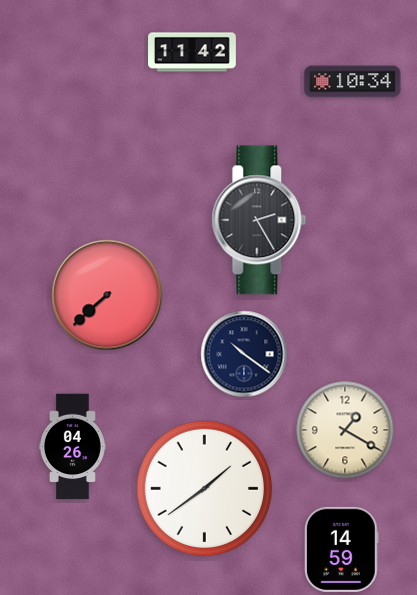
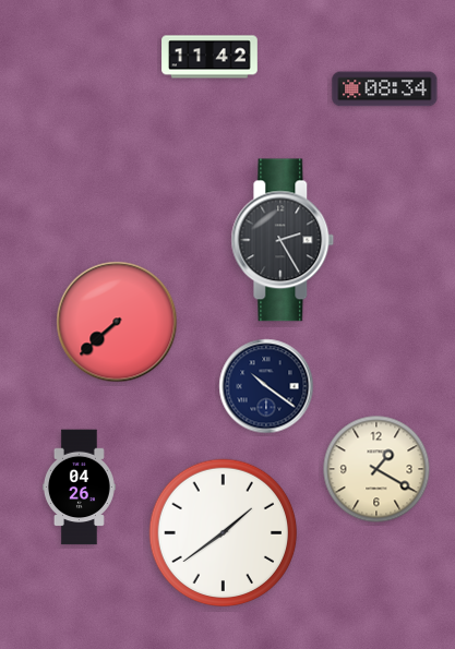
clock at (353, 82): 10:34 -> 08:34
clock at (341, 549): 14:59 -> none
